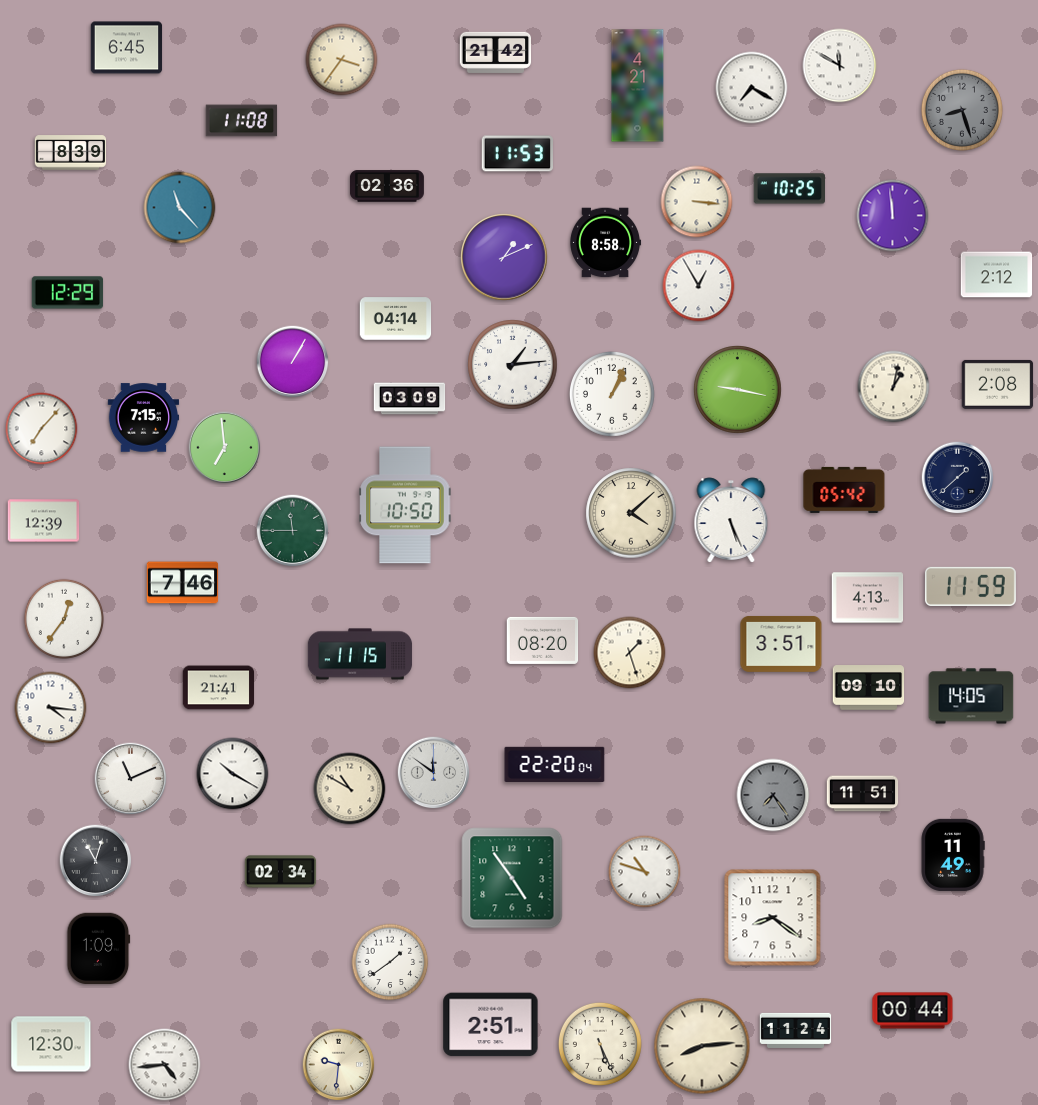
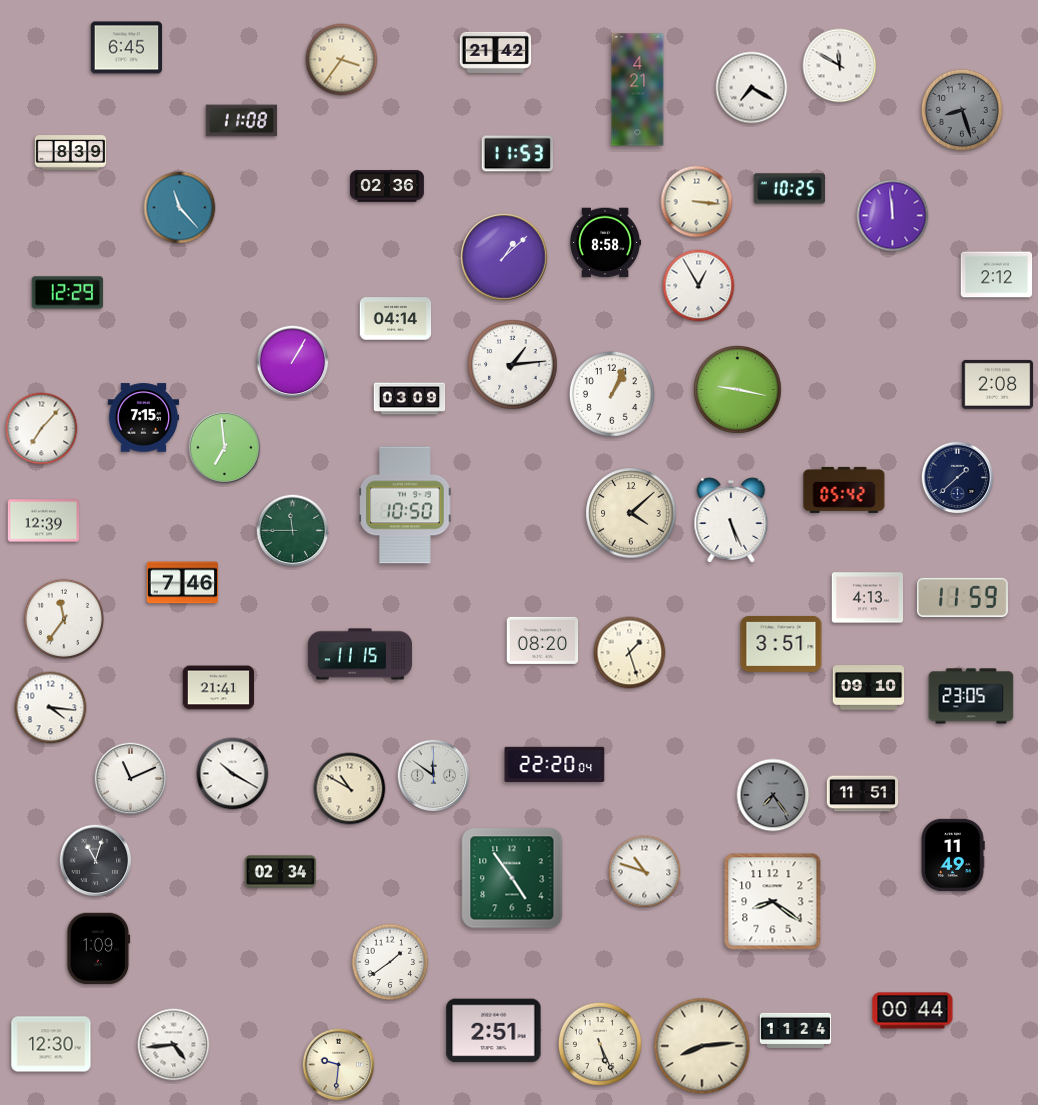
clock at (638, 86) position: (638, 86) -> (638, 90)
clock at (504, 257): 1:11 -> 1:08
clock at (894, 387): 1:02 -> none
clock at (970, 586) position: (970, 586) -> (962, 597)
clock at (63, 618): 12:36 -> 11:36
clock at (971, 696): 14:05 -> 23:05
clock at (434, 773) position: (434, 773) -> (434, 776)
clock at (773, 918) position: (773, 918) -> (773, 902)
clock at (491, 1025) position: (491, 1025) -> (494, 1031)
clock at (165, 1065) position: (165, 1065) -> (174, 1045)
